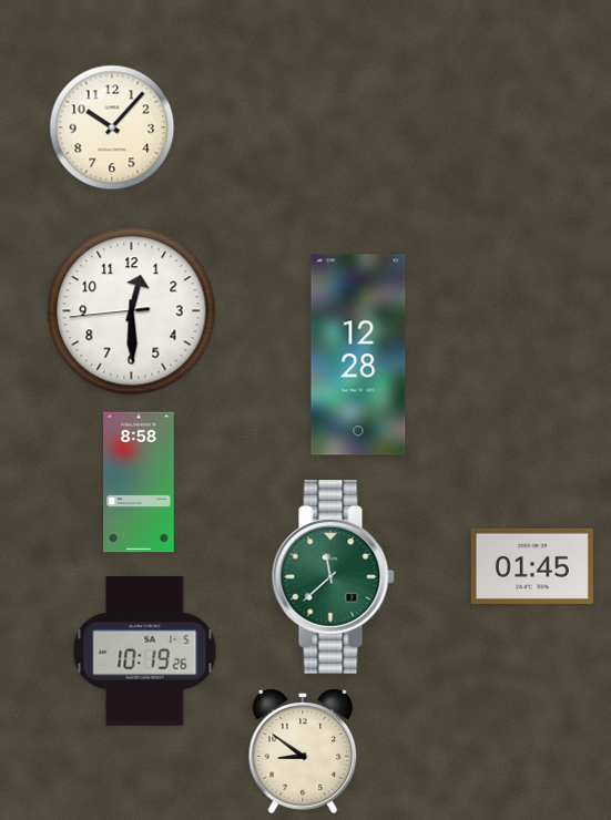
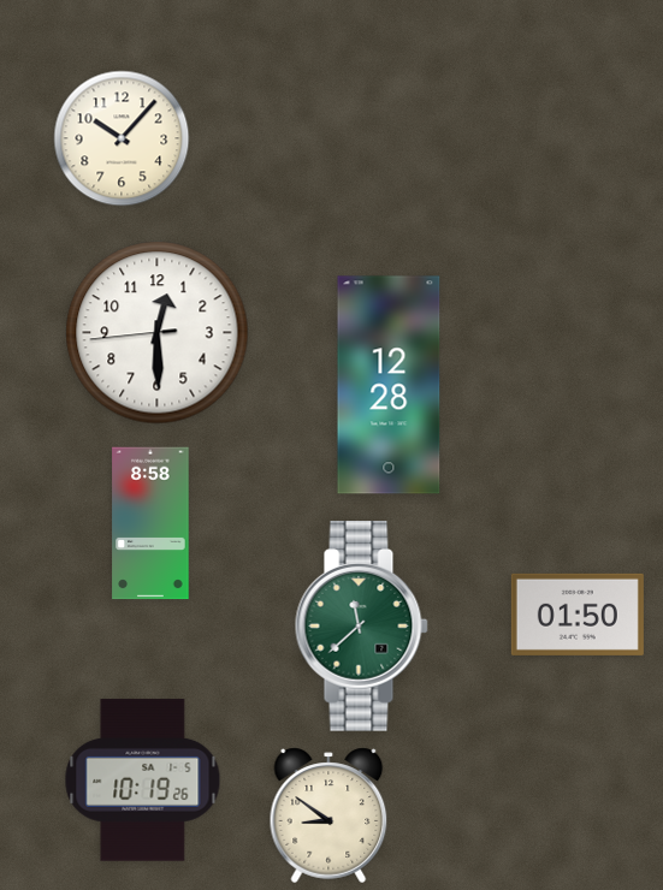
clock at (132, 311) position: (132, 311) -> (158, 333)
clock at (532, 566): 01:45 -> 01:50
clock at (145, 652) position: (145, 652) -> (143, 781)
